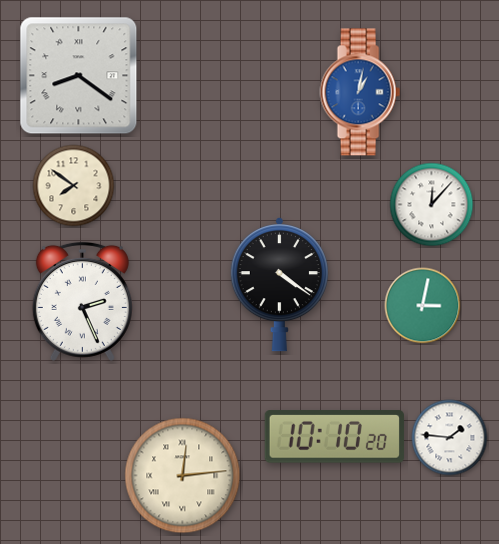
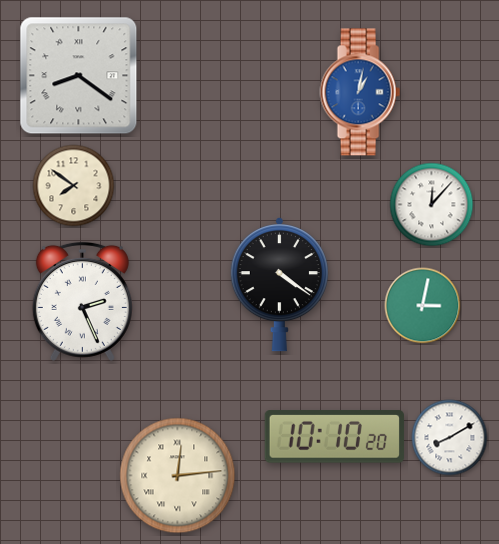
clock at (450, 438): 1:46 -> 8:10
clock at (183, 476) position: (183, 476) -> (178, 476)
